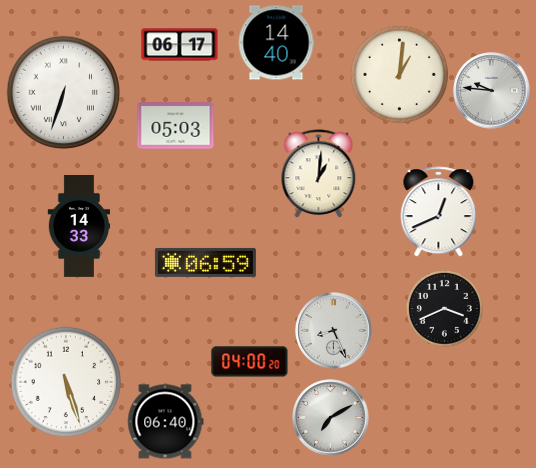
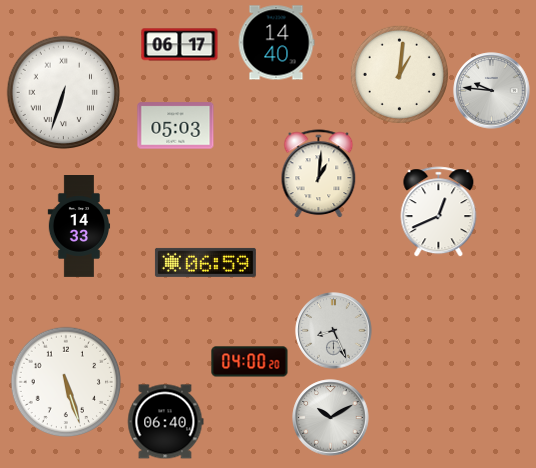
clock at (444, 308): 3:41 -> none
clock at (331, 418): 7:10 -> 10:10
